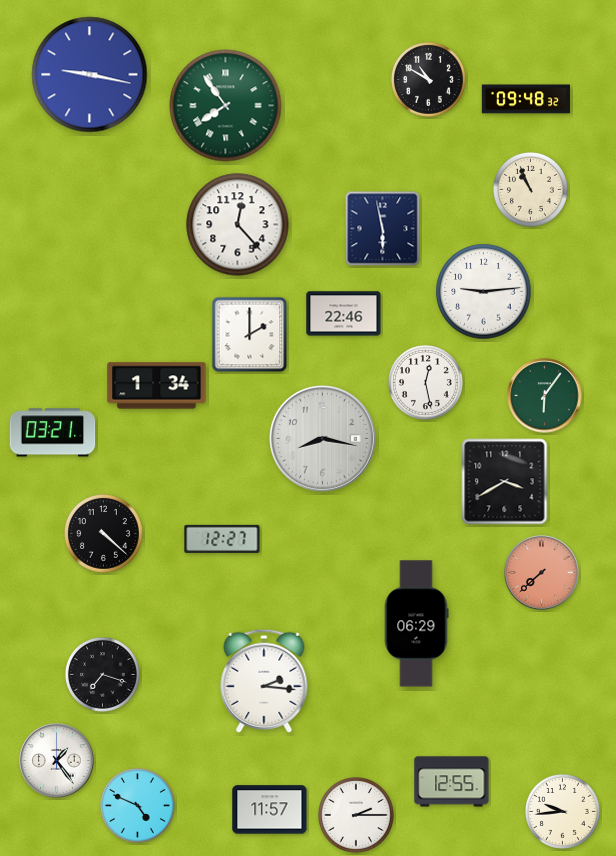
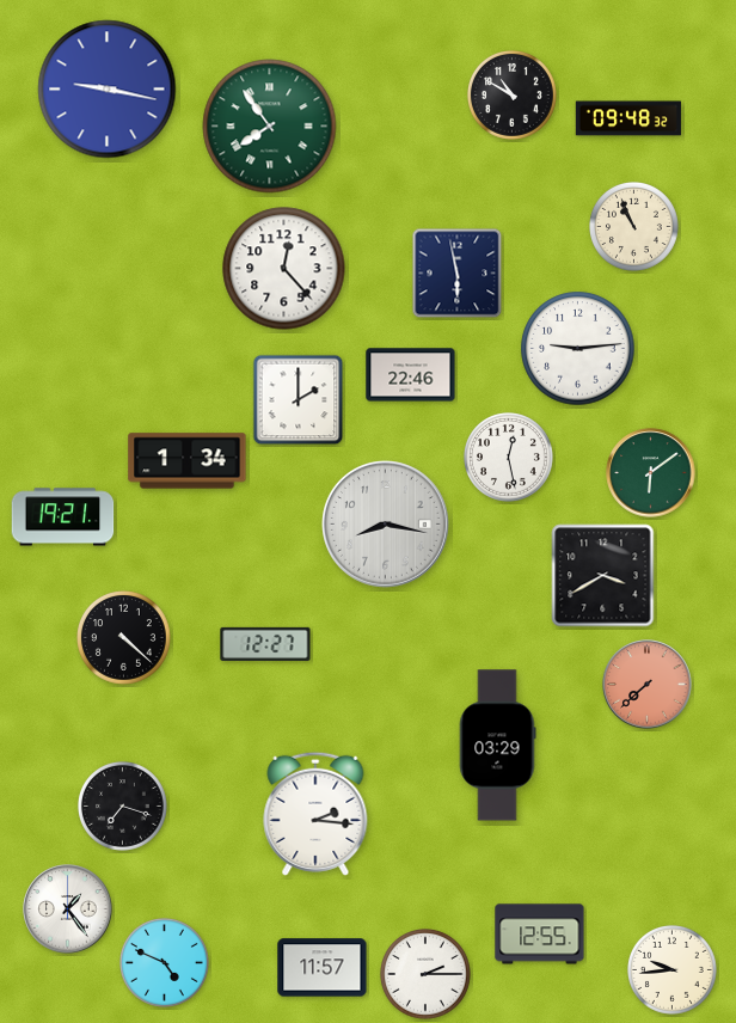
clock at (545, 396): 6:06 -> 6:09
clock at (53, 433): 03:21 -> 19:21
clock at (416, 624): 06:29 -> 03:29
